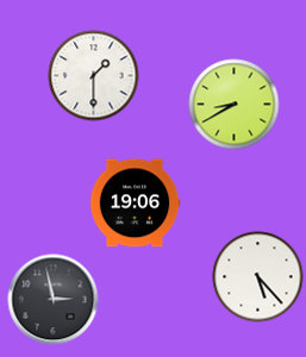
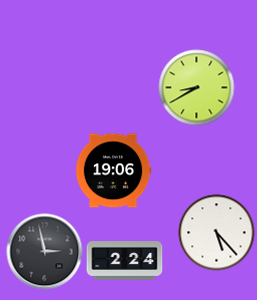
clock at (94, 76): 1:30 -> none
clock at (125, 261): none -> 2:24
